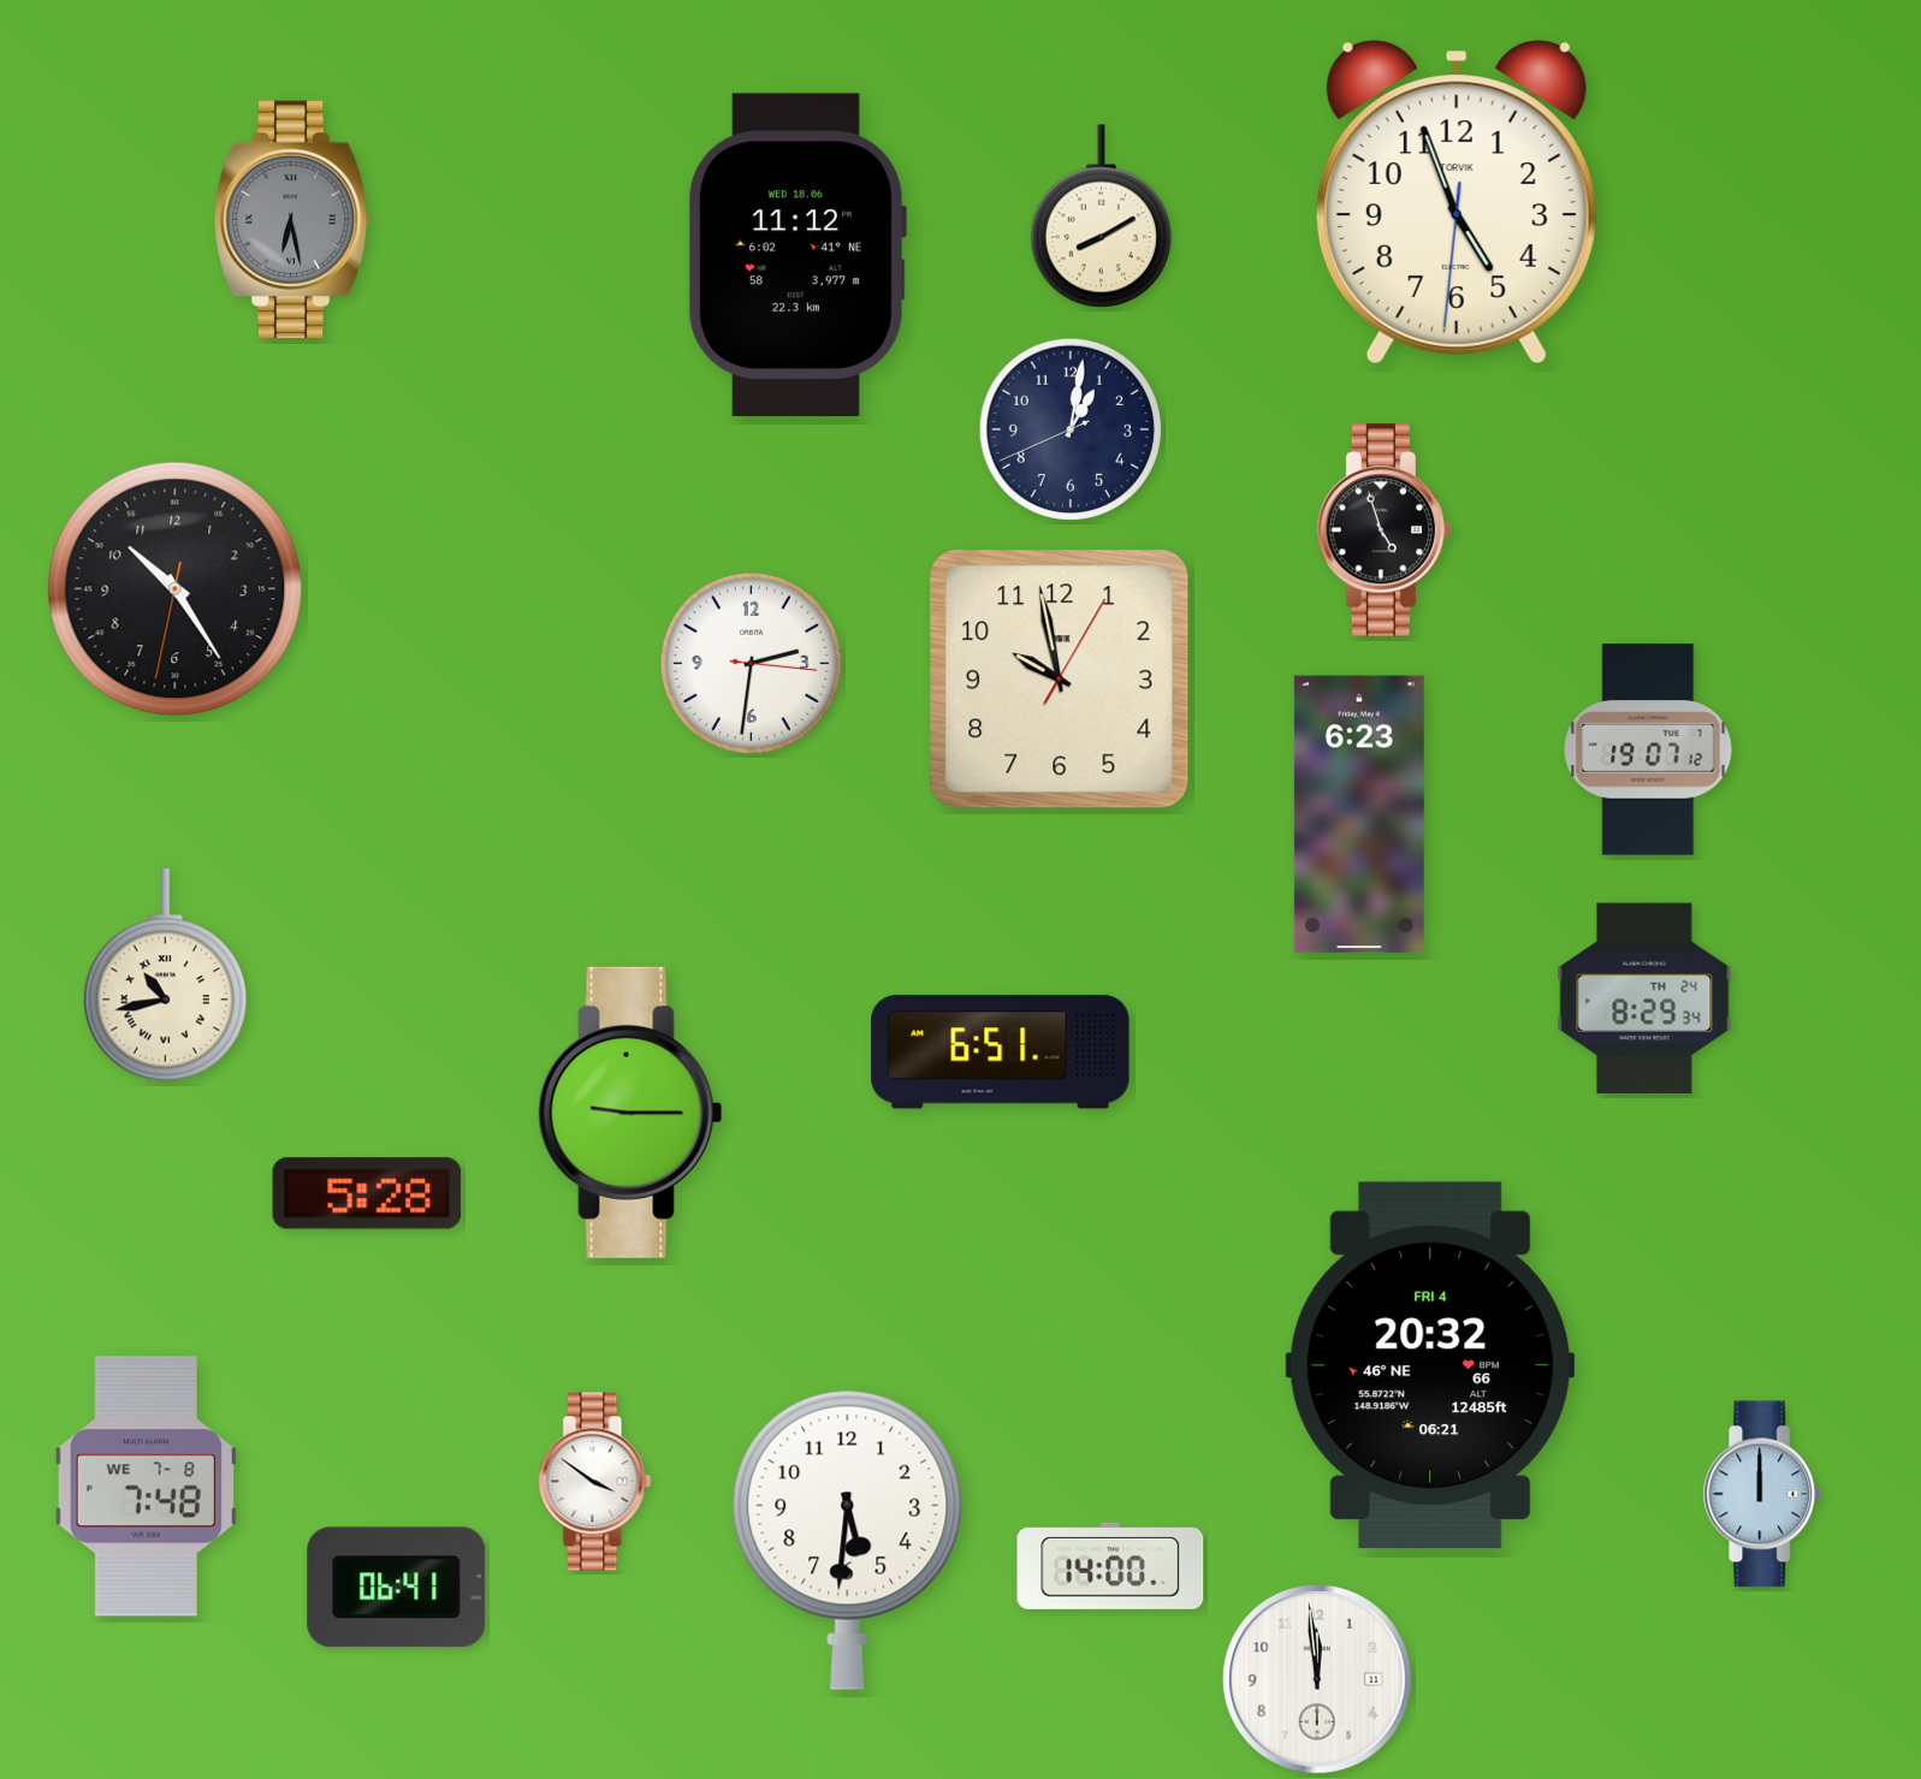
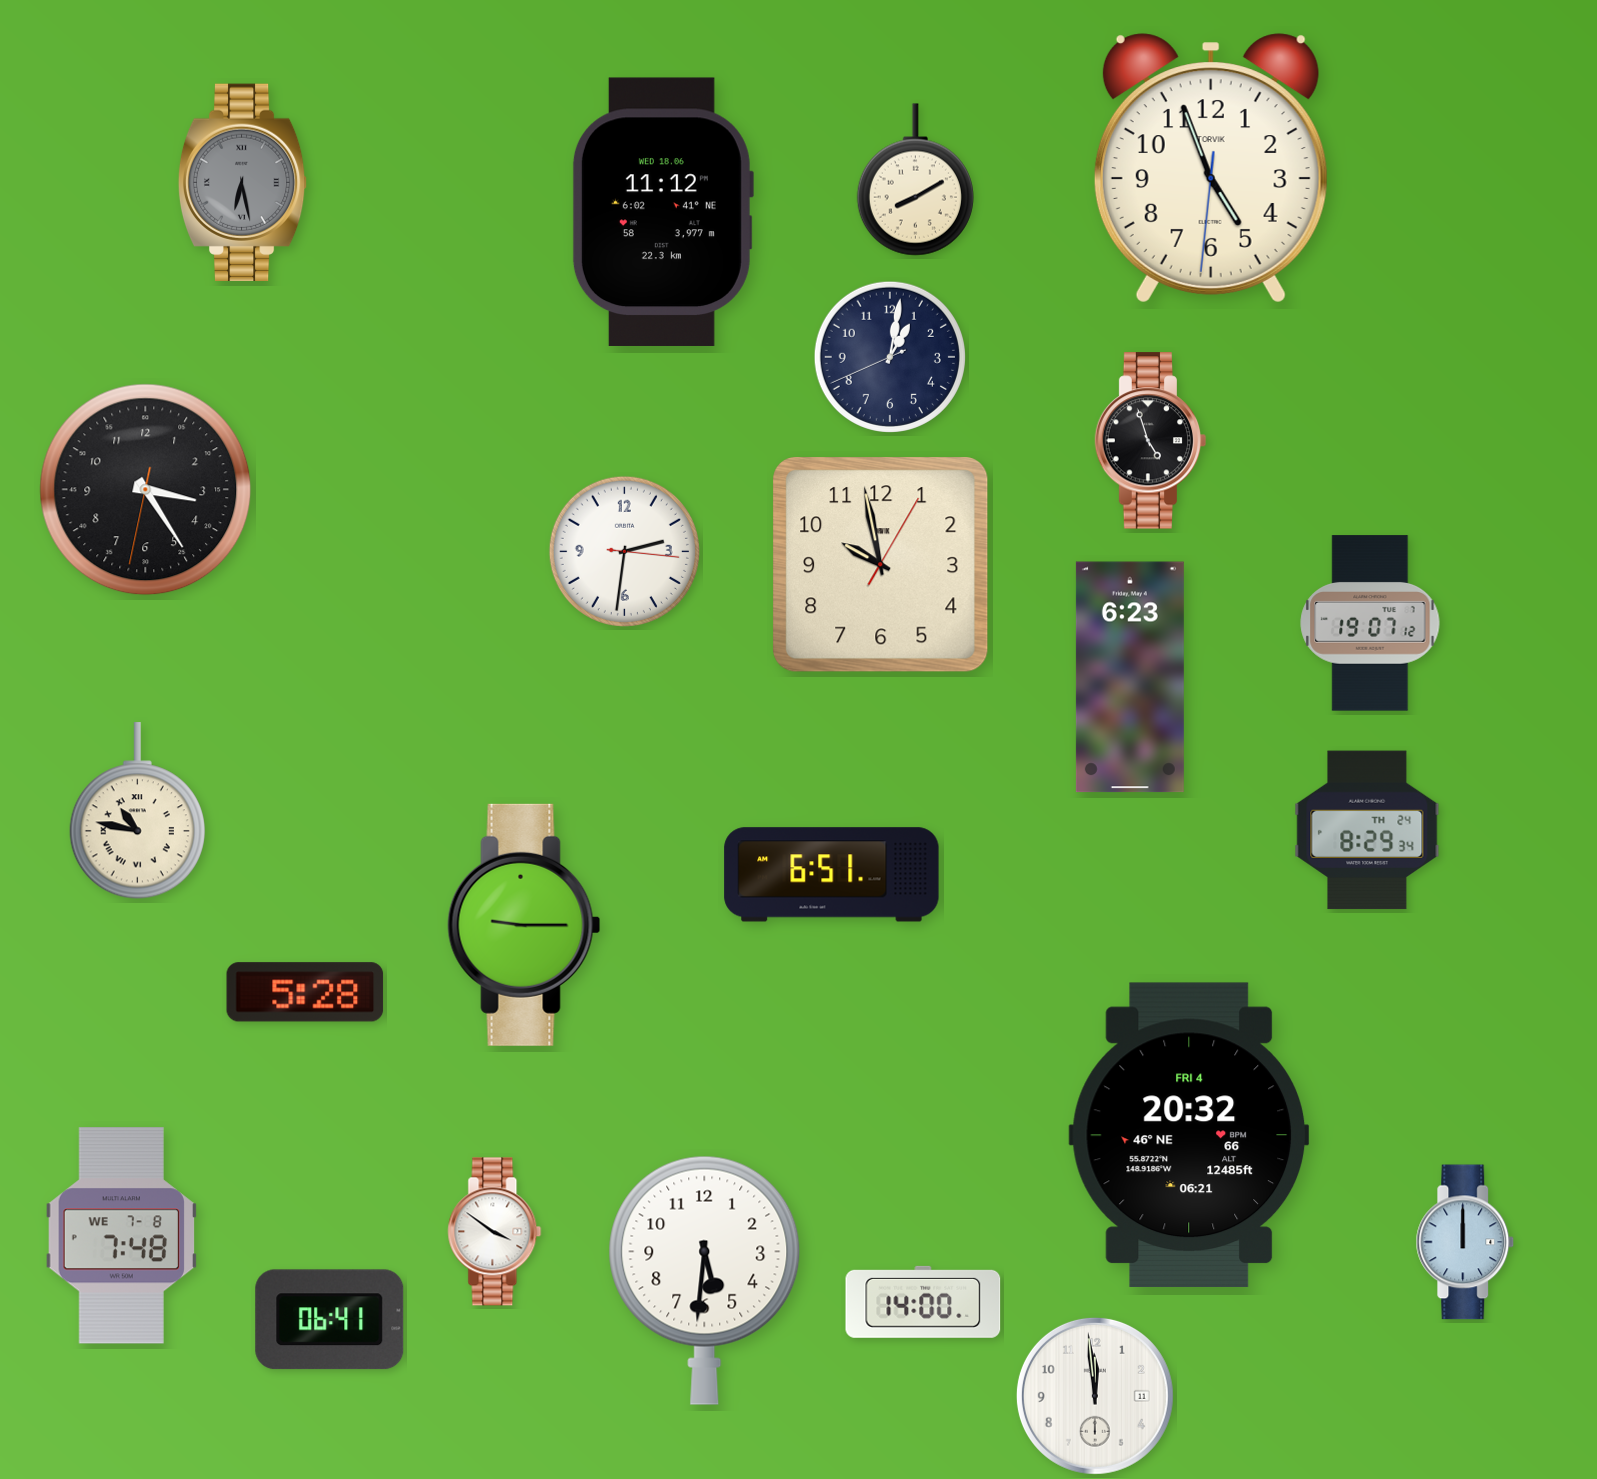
clock at (176, 589): 10:24 -> 3:24
clock at (165, 976): 10:43 -> 10:47
